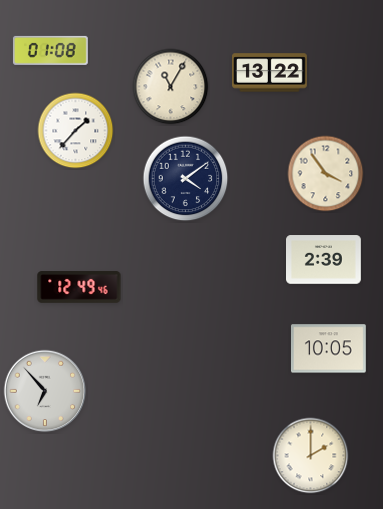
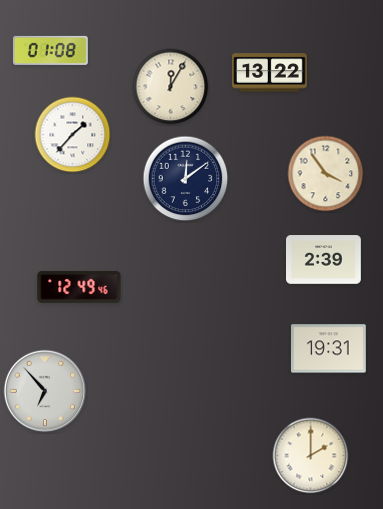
clock at (171, 87): 11:05 -> 12:05
clock at (76, 131) position: (76, 131) -> (73, 135)
clock at (186, 179): 4:09 -> 12:09
clock at (328, 349): 10:05 -> 19:31
